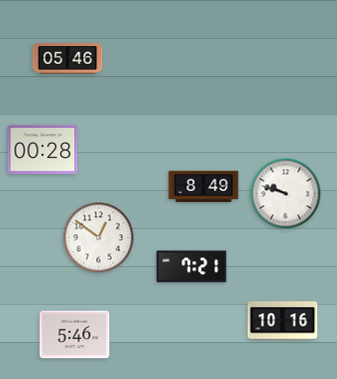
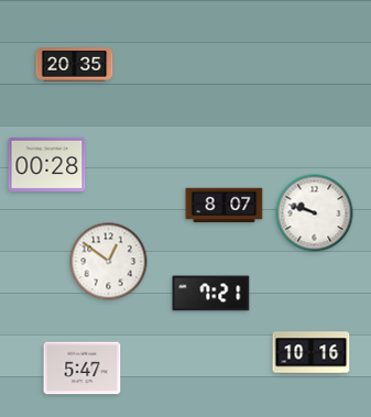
clock at (68, 59): 05:46 -> 20:35
clock at (204, 187): 8:49 -> 8:07
clock at (75, 335): 5:46 -> 5:47
